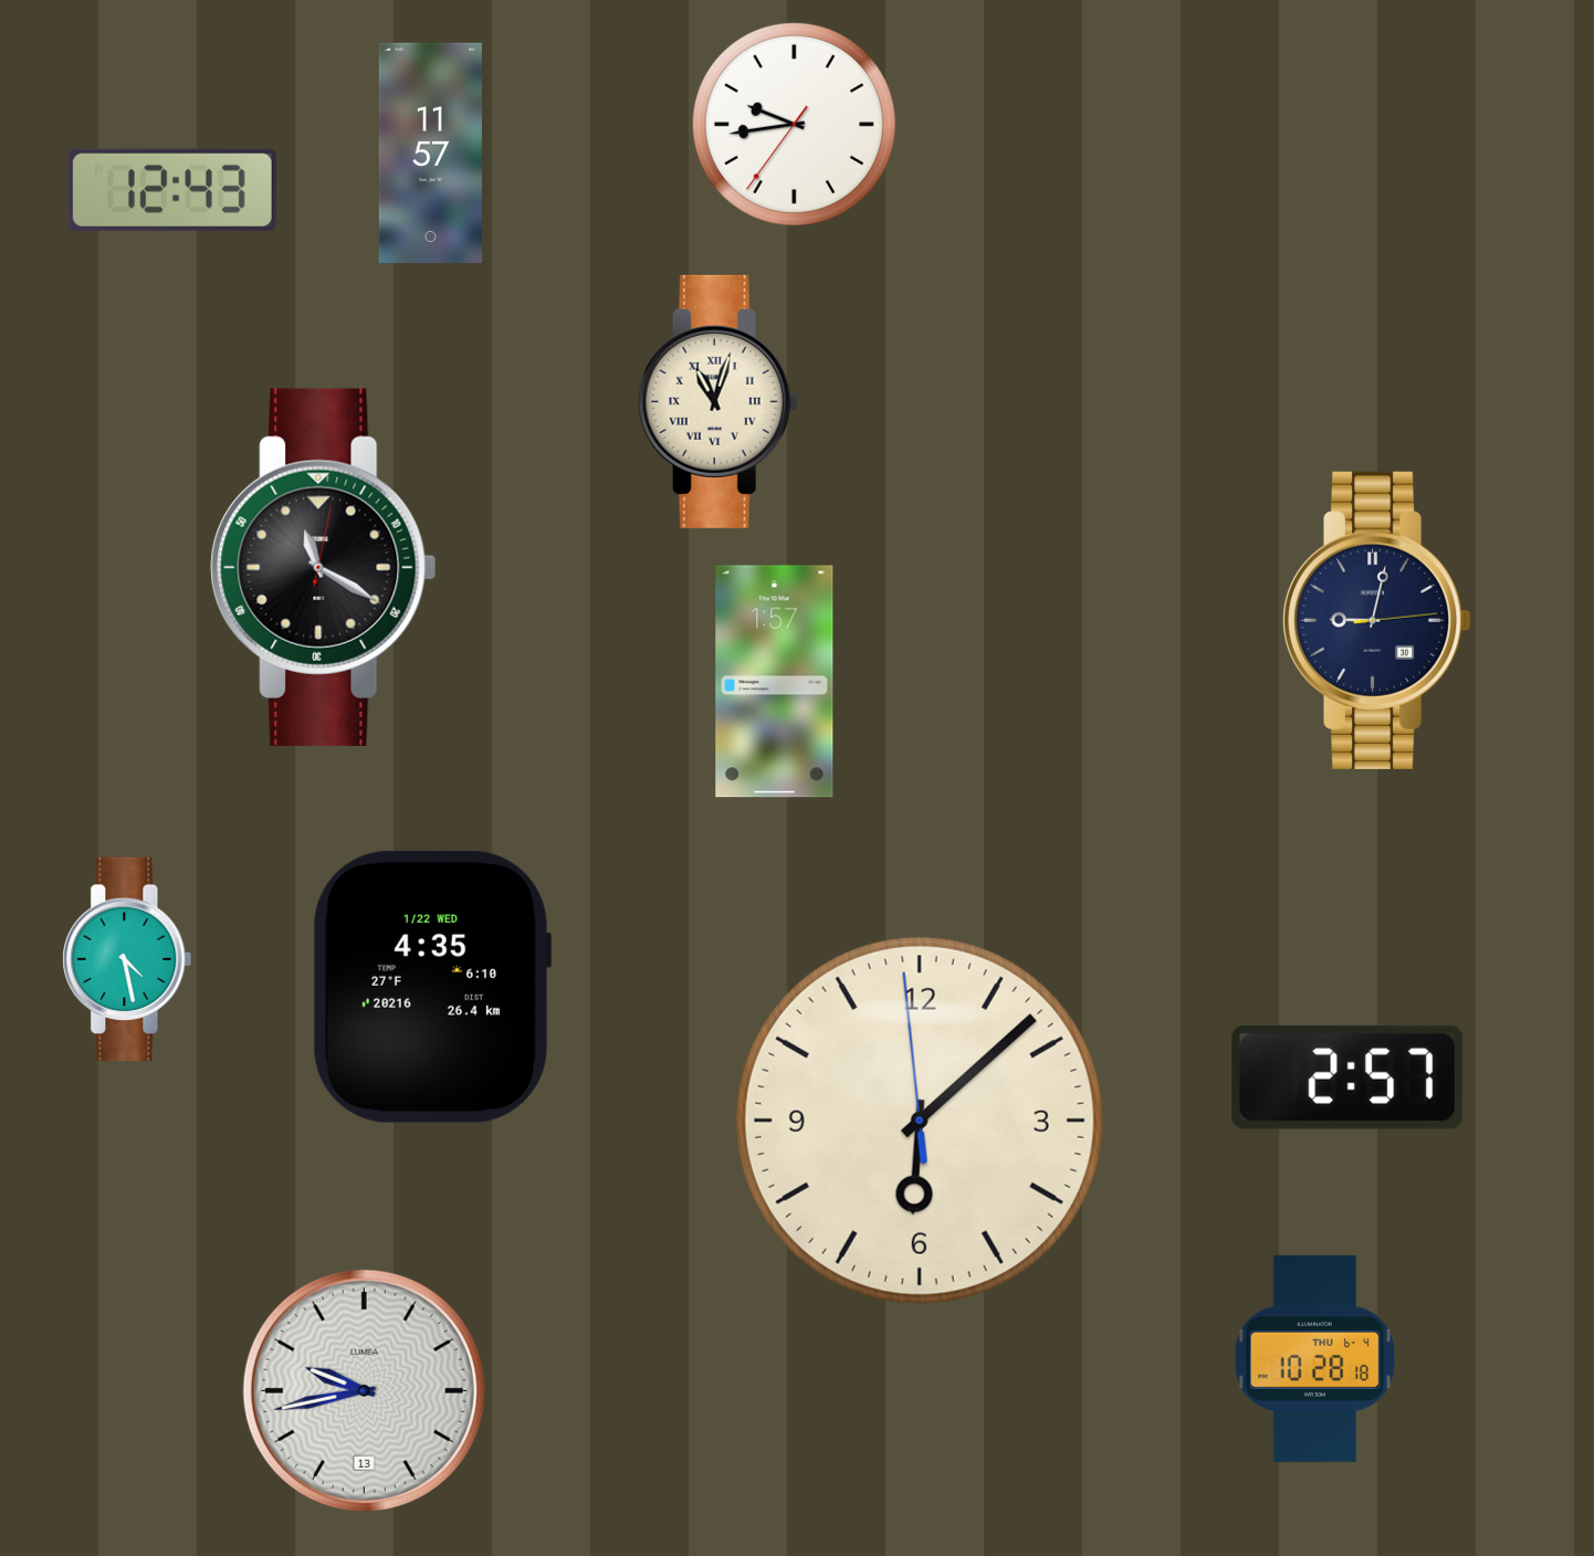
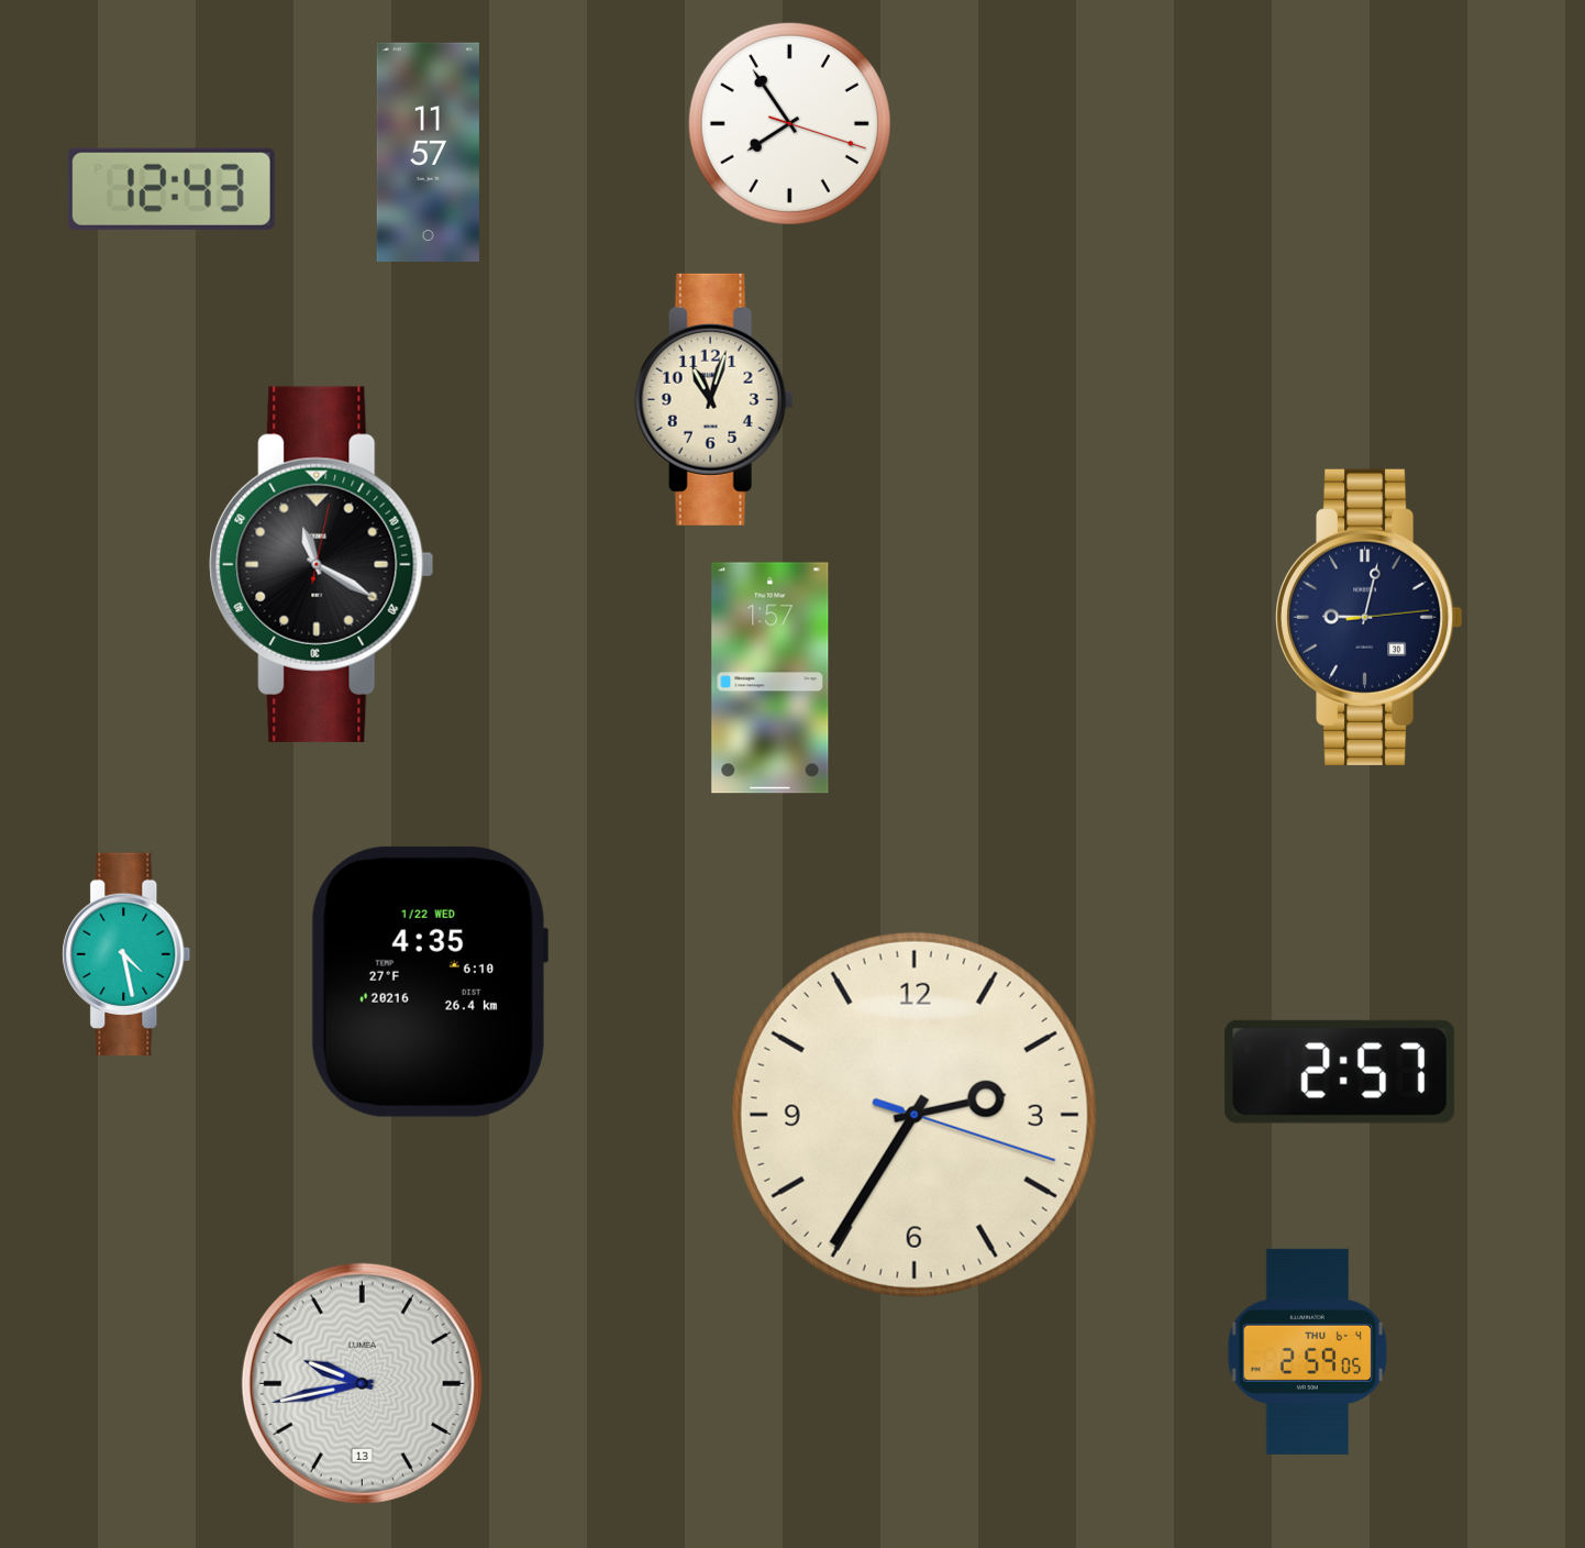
clock at (794, 124): 9:43 -> 7:54
clock at (717, 401) numerals: Roman -> Arabic
clock at (920, 1121): 6:07 -> 2:35
clock at (1314, 1358): 10:28 -> 2:59
